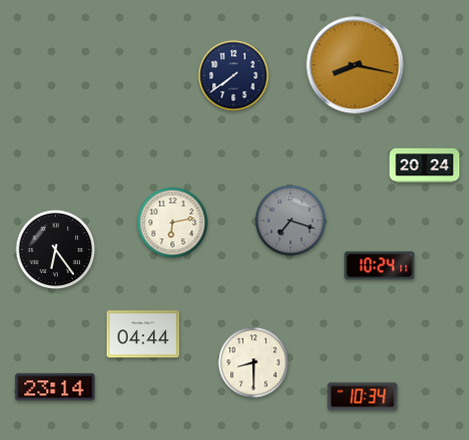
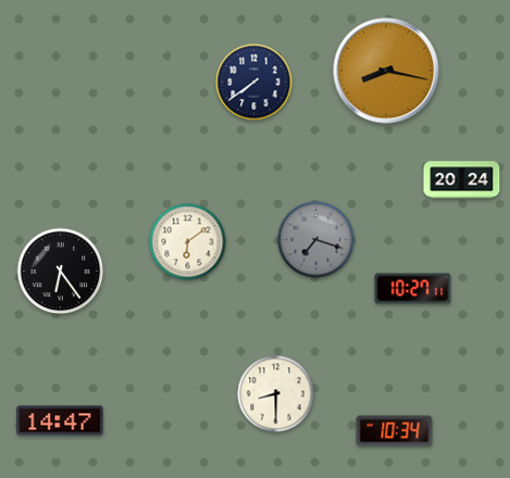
clock at (173, 223): 6:13 -> 6:09
clock at (380, 266): 10:24 -> 10:27
clock at (143, 334): 04:44 -> none
clock at (55, 387): 23:14 -> 14:47
